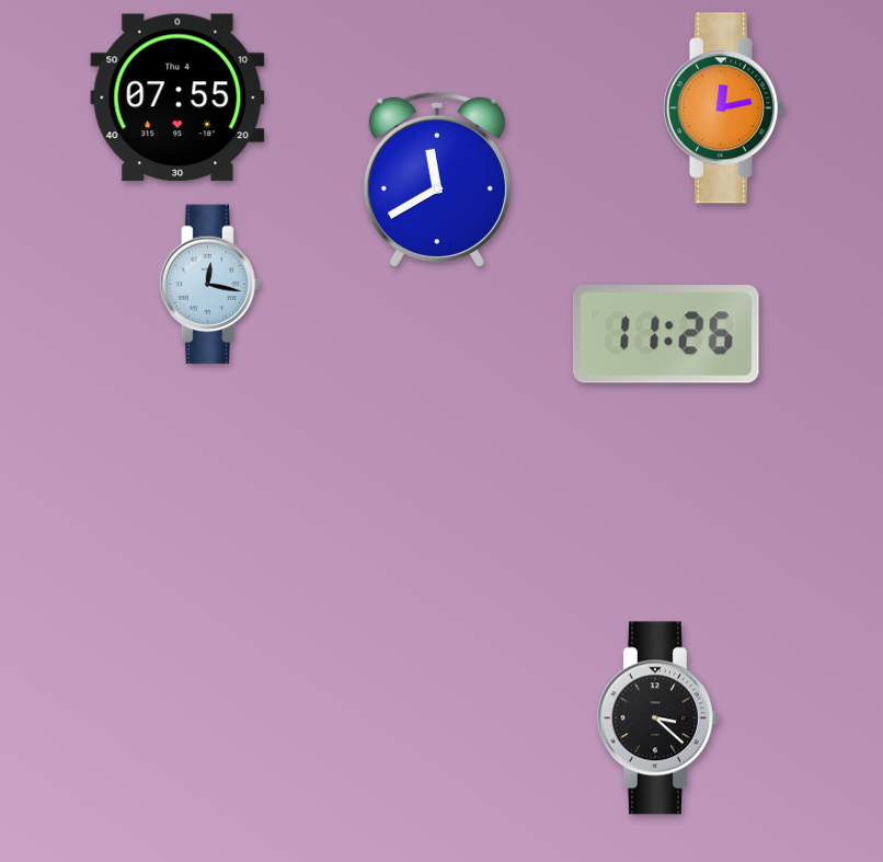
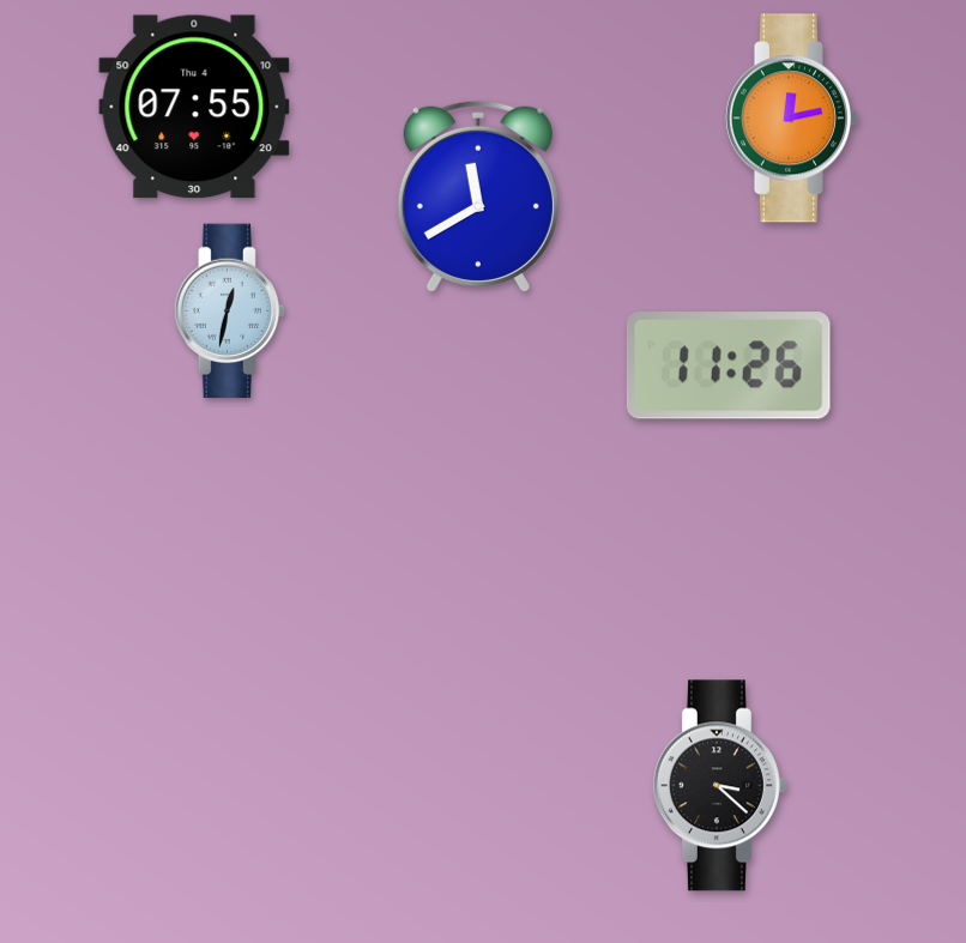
clock at (209, 285): 12:17 -> 12:32
